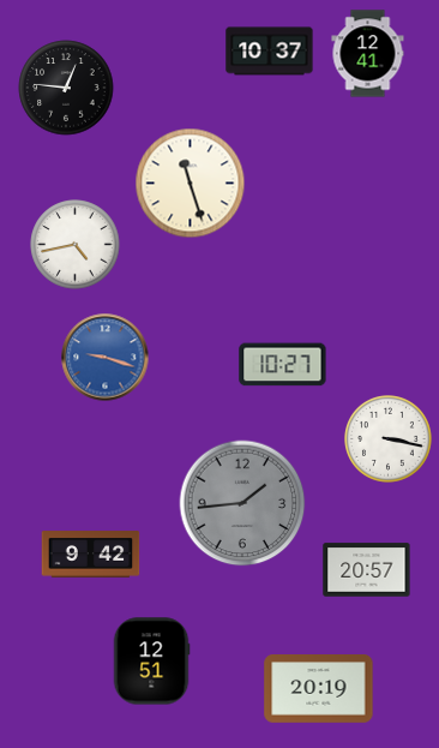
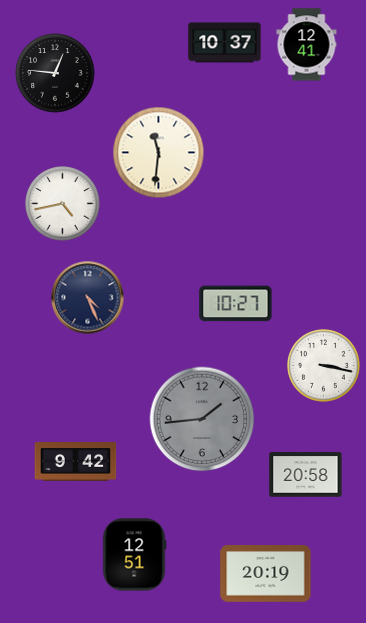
clock at (191, 184): 11:27 -> 11:31
clock at (106, 358): 9:18 -> 4:26
clock at (106, 358) dial: blue -> navy
clock at (367, 570): 20:57 -> 20:58
clock at (151, 662) position: (151, 662) -> (134, 555)
